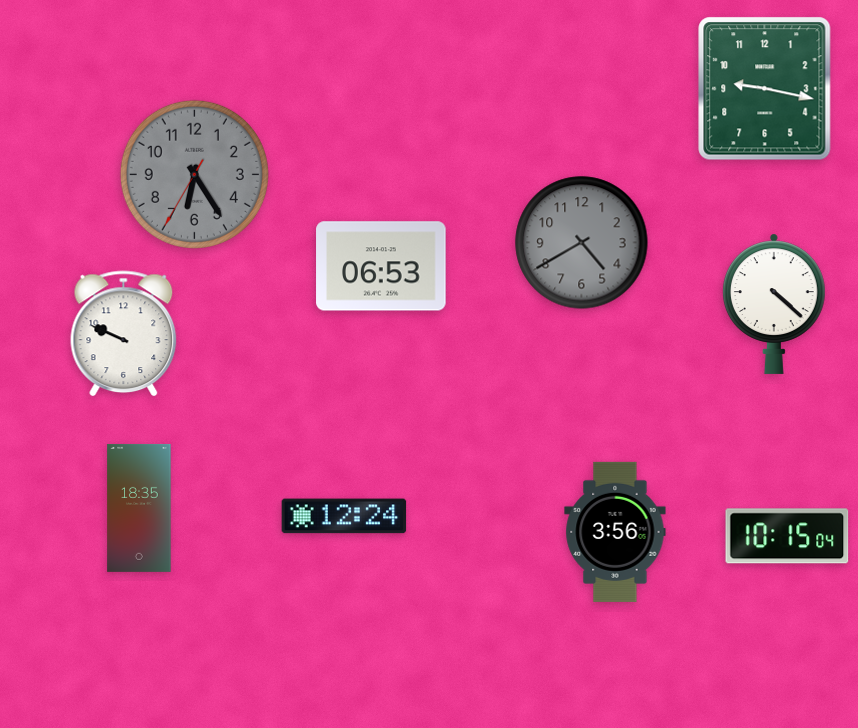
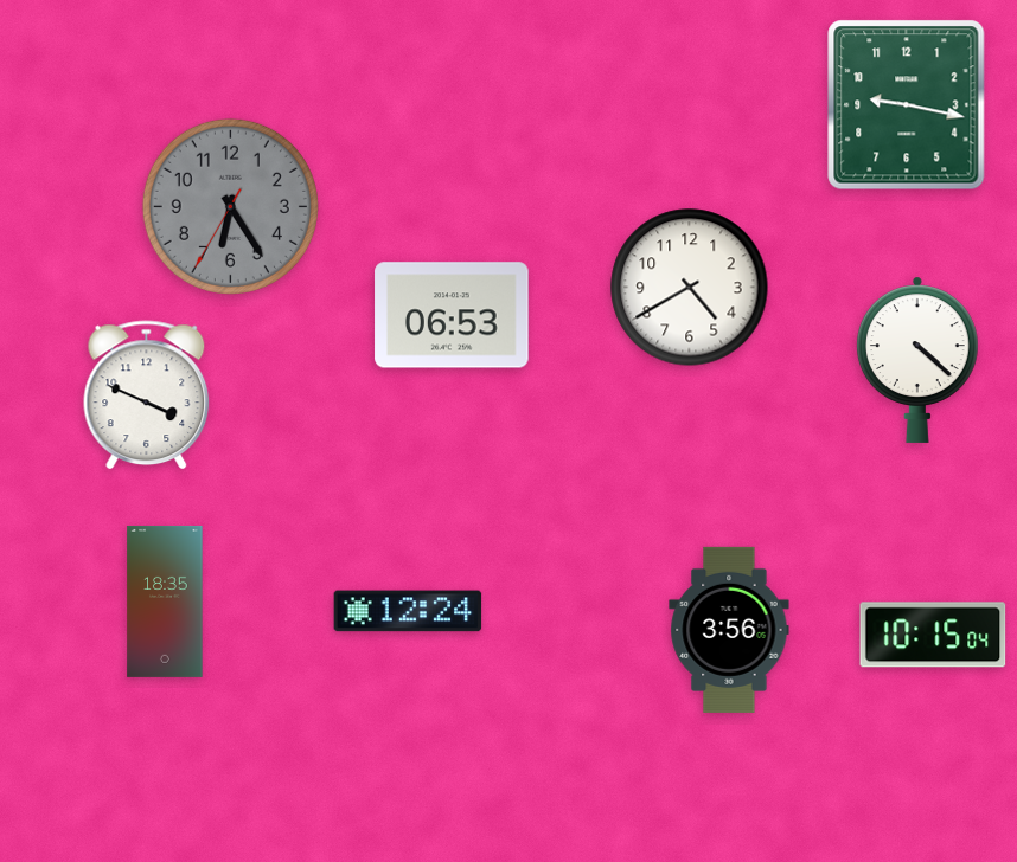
clock at (582, 243) dial: grey -> white
clock at (124, 334): 9:49 -> 3:49
